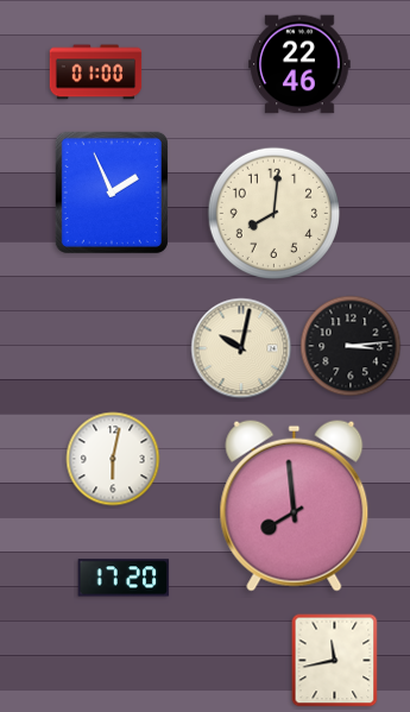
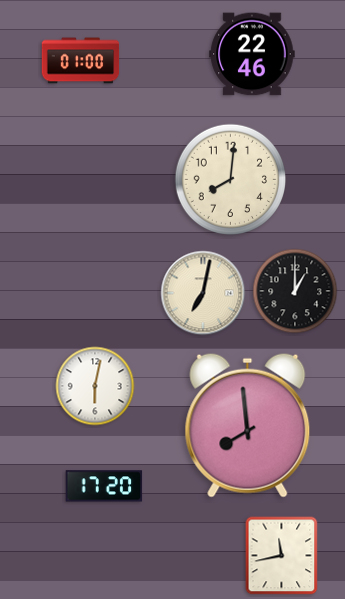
clock at (112, 193): 1:56 -> none
clock at (351, 346): 3:14 -> 1:00
clock at (241, 348): 10:02 -> 7:02
